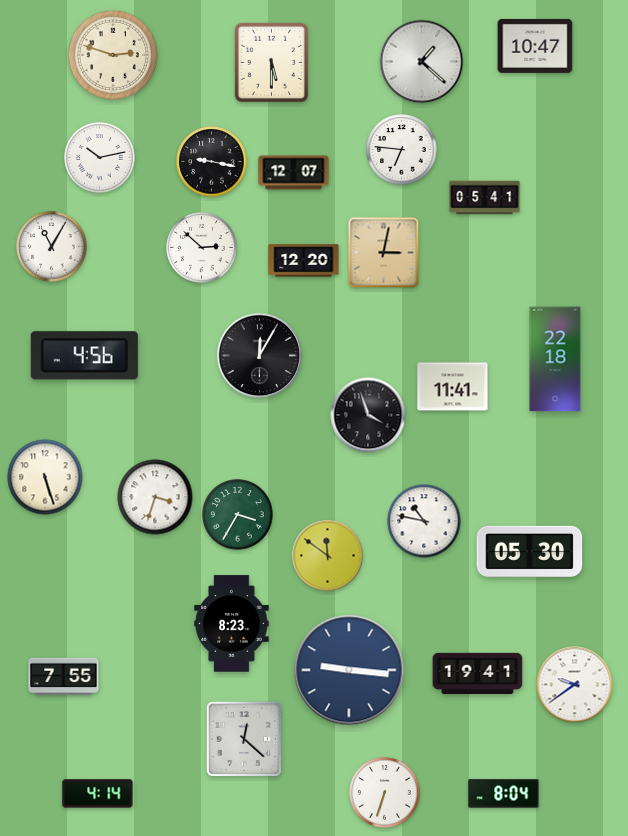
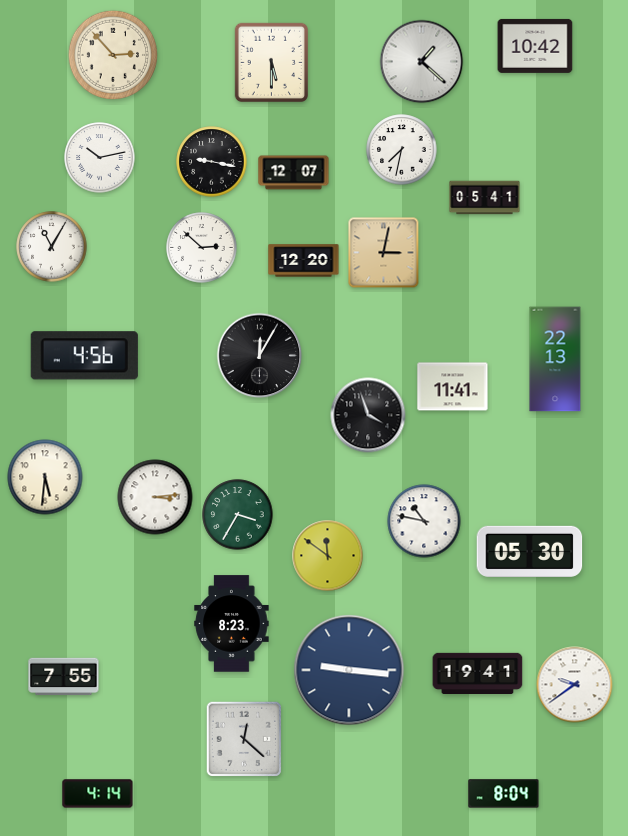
clock at (535, 46): 10:47 -> 10:42
clock at (113, 55): 2:48 -> 2:53
clock at (402, 150): 6:46 -> 7:32
clock at (555, 359): 22:18 -> 22:13
clock at (45, 477): 5:27 -> 5:31
clock at (155, 497): 3:33 -> 3:14
clock at (385, 793): 6:33 -> none
